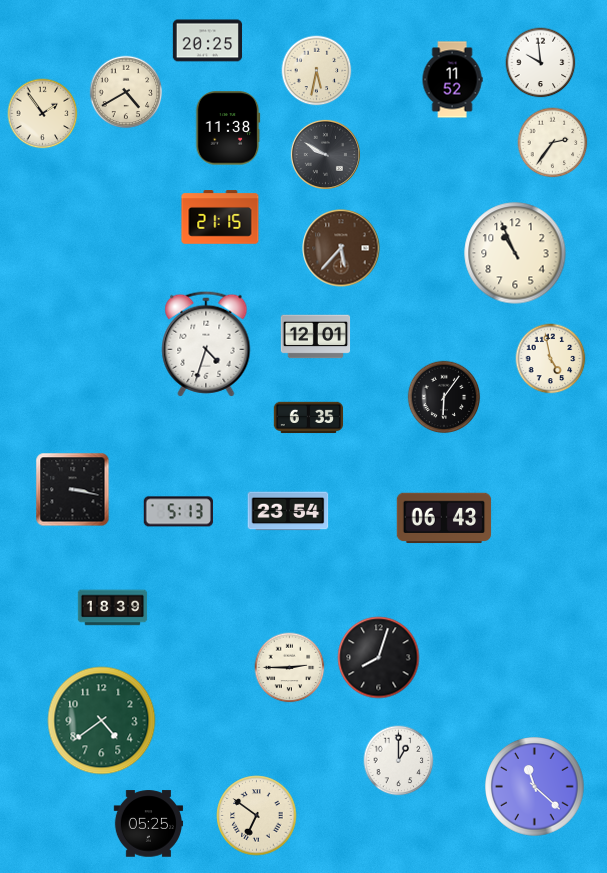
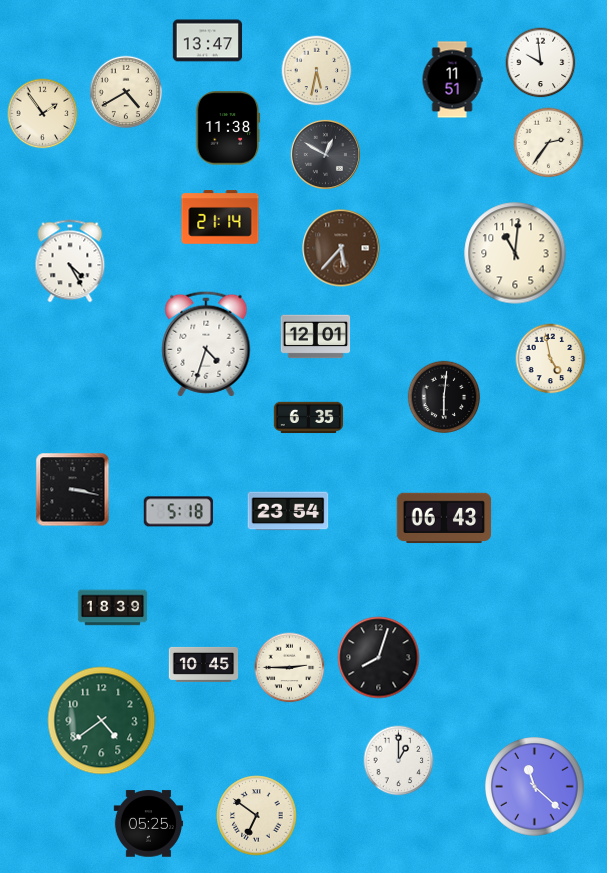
clock at (208, 41): 20:25 -> 13:47
clock at (452, 80): 11:52 -> 11:51
clock at (553, 143) position: (553, 143) -> (549, 143)
clock at (325, 154): 9:50 -> 12:50
clock at (220, 217): 21:15 -> 21:14
clock at (515, 253): 10:56 -> 11:01
clock at (70, 261): none -> 4:25
clock at (444, 397): 6:06 -> 6:01
clock at (178, 512): 5:13 -> 5:18
clock at (204, 664): none -> 10:45
